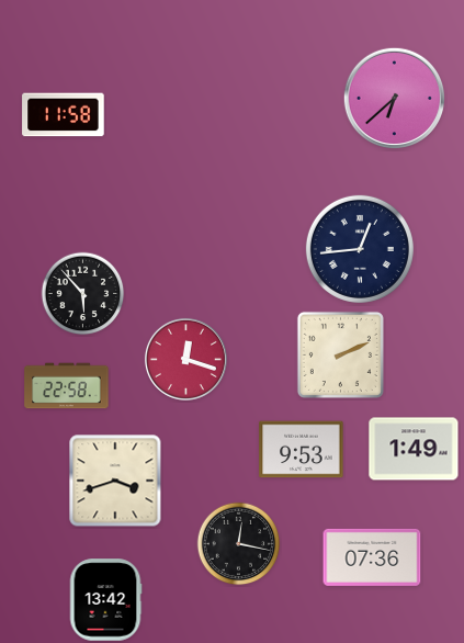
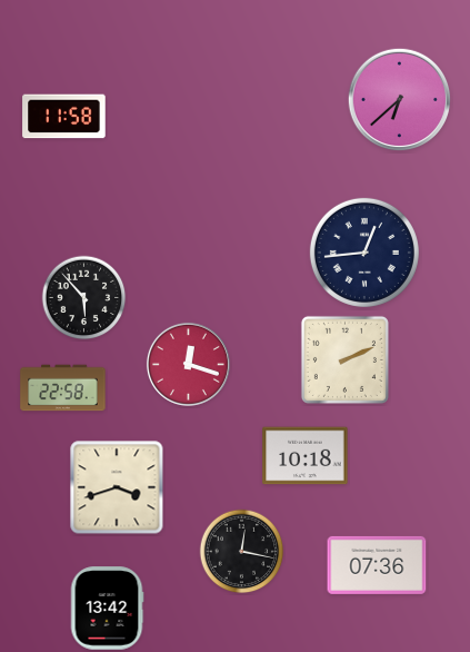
clock at (67, 386) position: (67, 386) -> (63, 388)
clock at (414, 449): 1:49 -> none
clock at (302, 450): 9:53 -> 10:18
